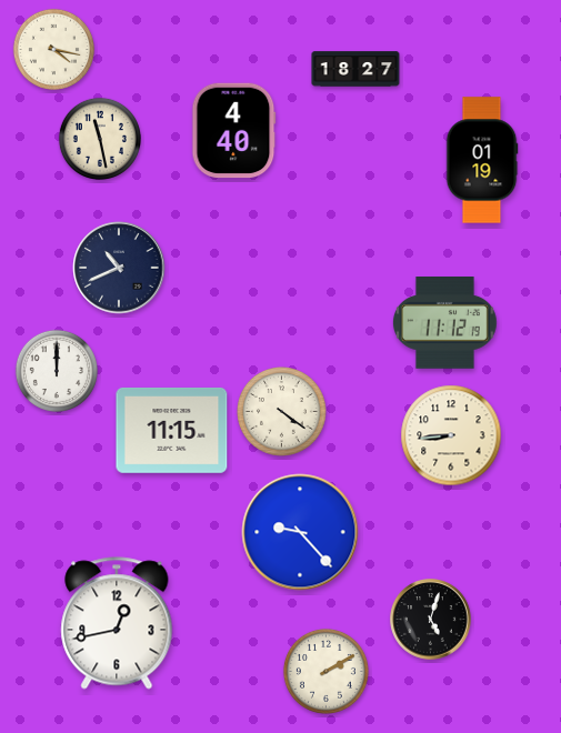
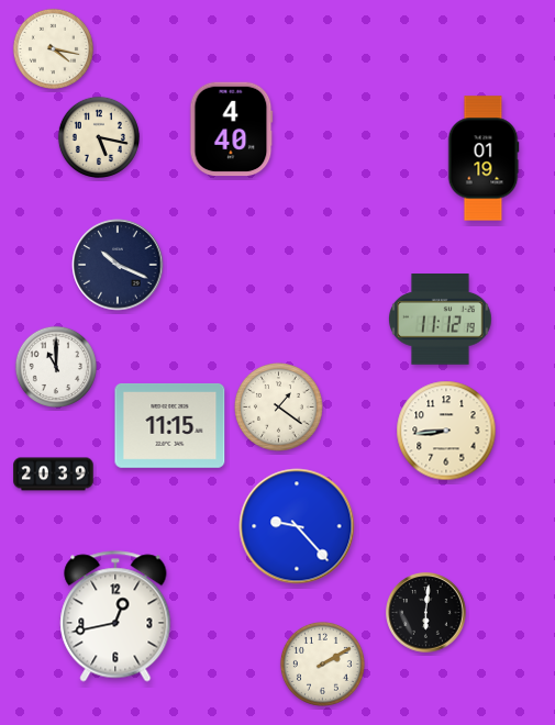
clock at (355, 69): 18:27 -> none
clock at (100, 139): 11:28 -> 5:17
clock at (482, 160) position: (482, 160) -> (484, 158)
clock at (119, 268): 10:41 -> 10:19
clock at (57, 371): 12:00 -> 11:00
clock at (282, 412): 4:21 -> 1:21
clock at (54, 475): none -> 20:39
clock at (431, 620): 5:03 -> 6:01
